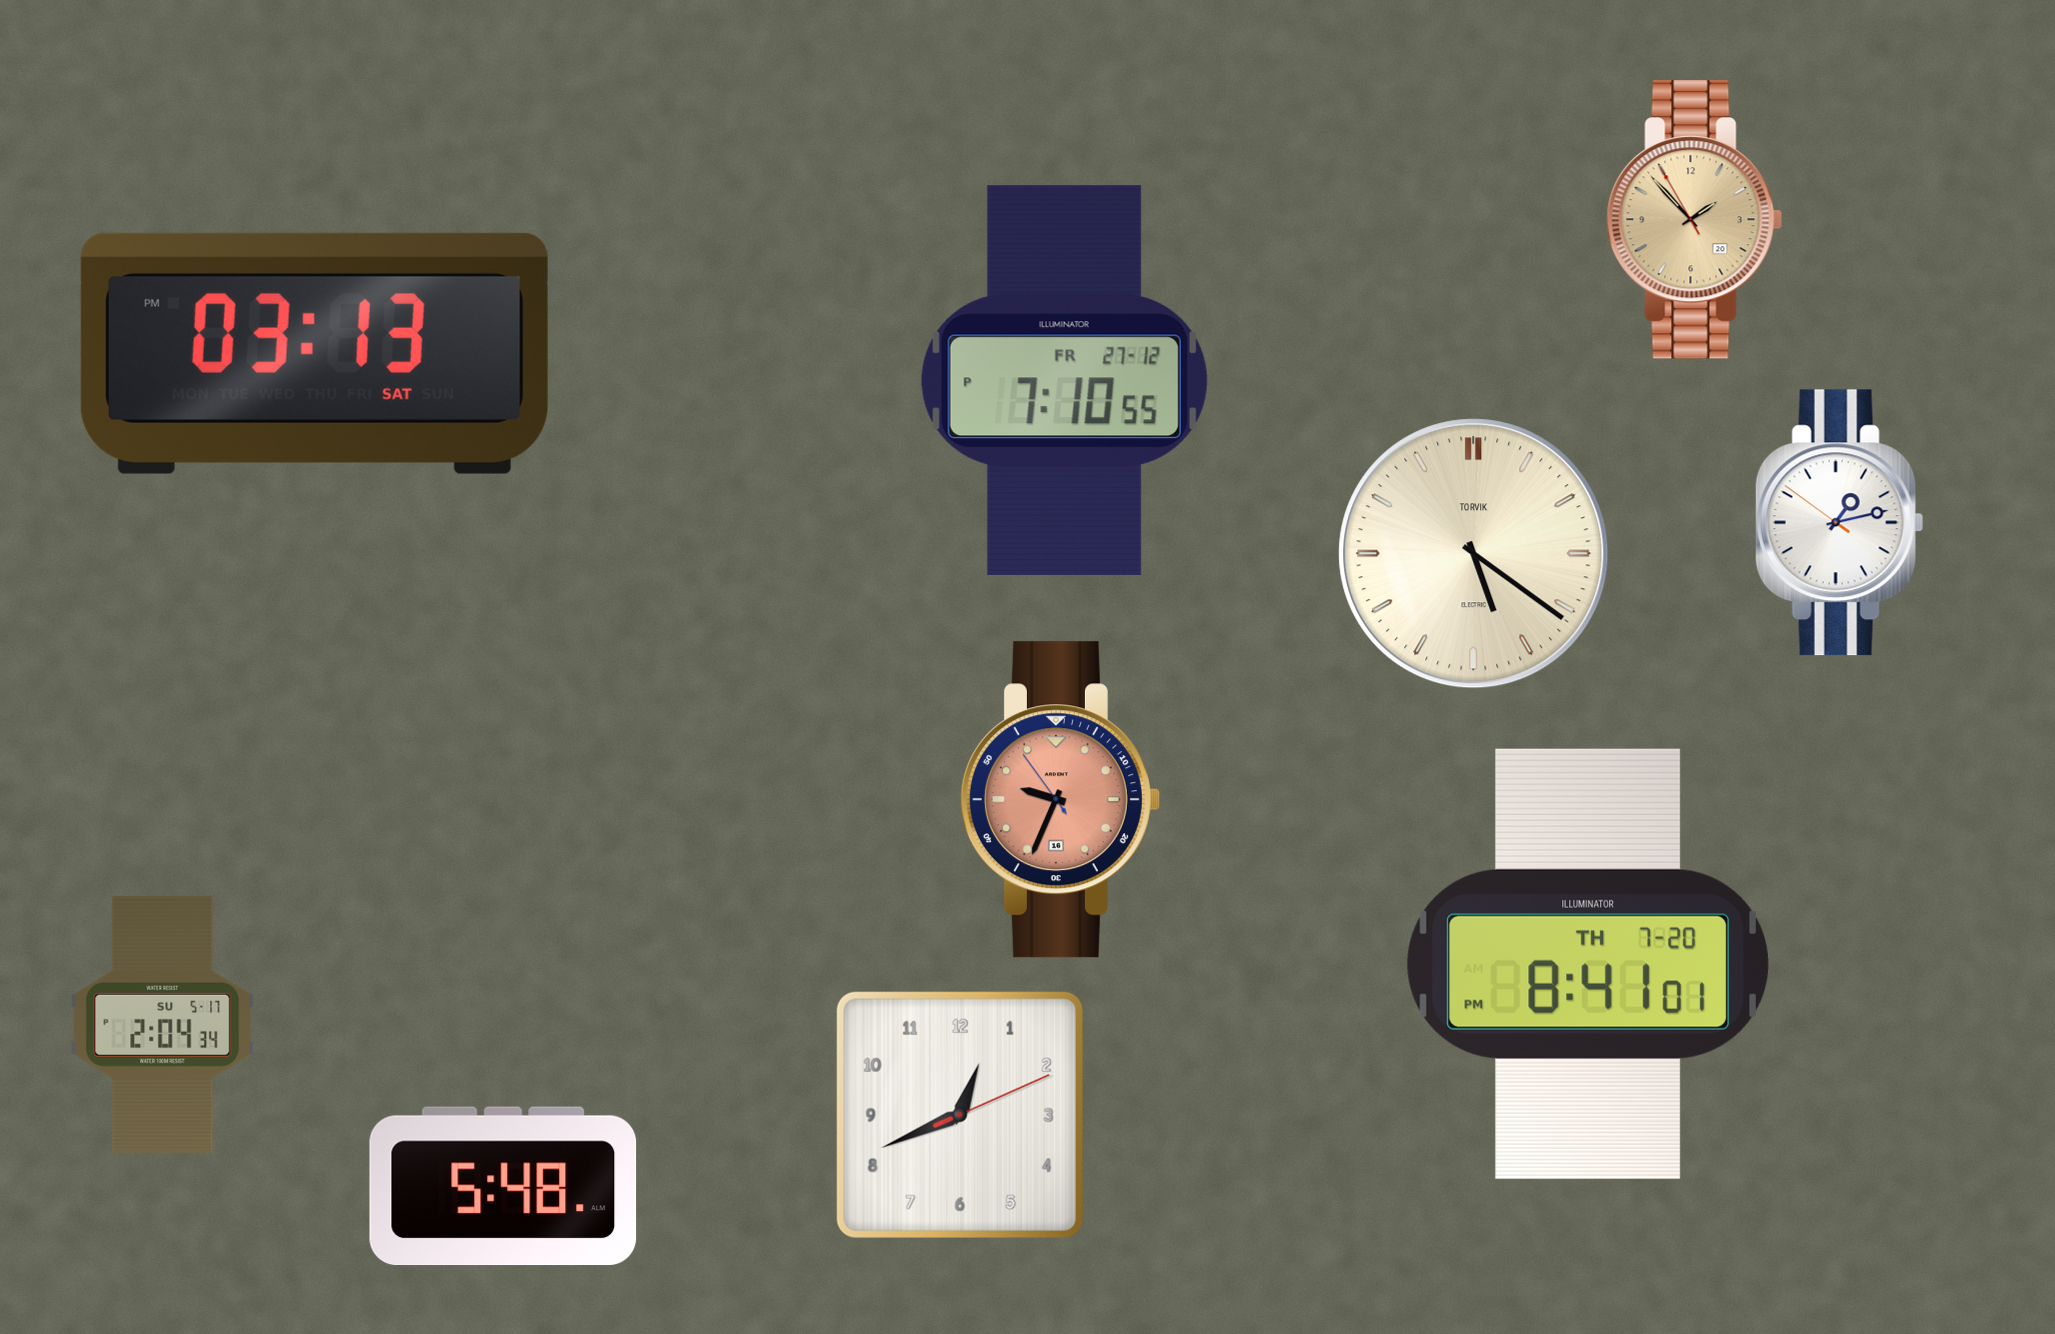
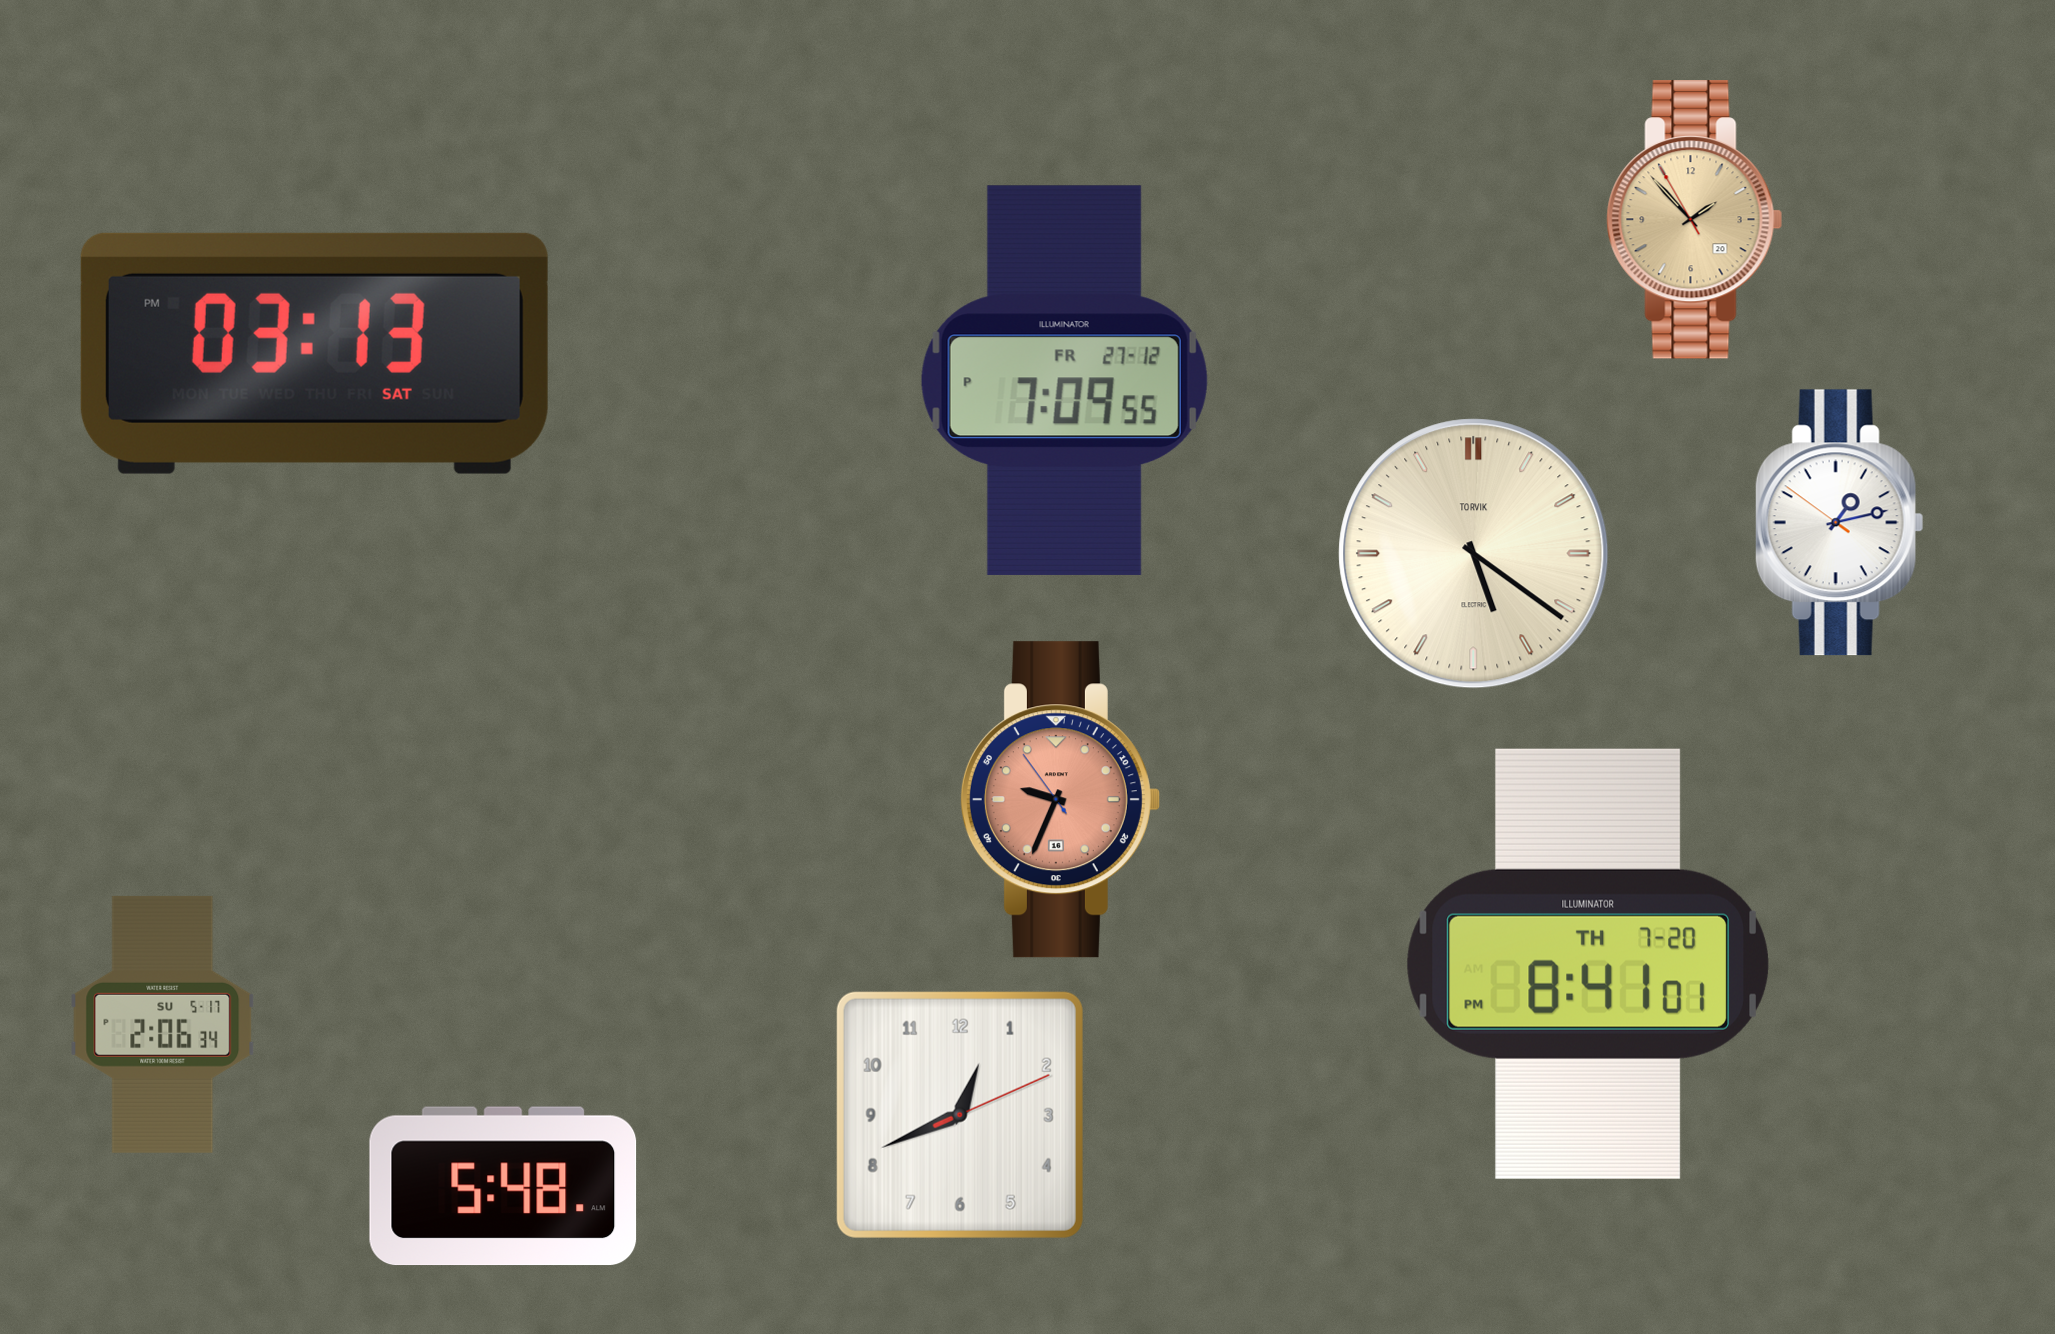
clock at (1064, 380): 7:10 -> 7:09
clock at (163, 1024): 2:04 -> 2:06
